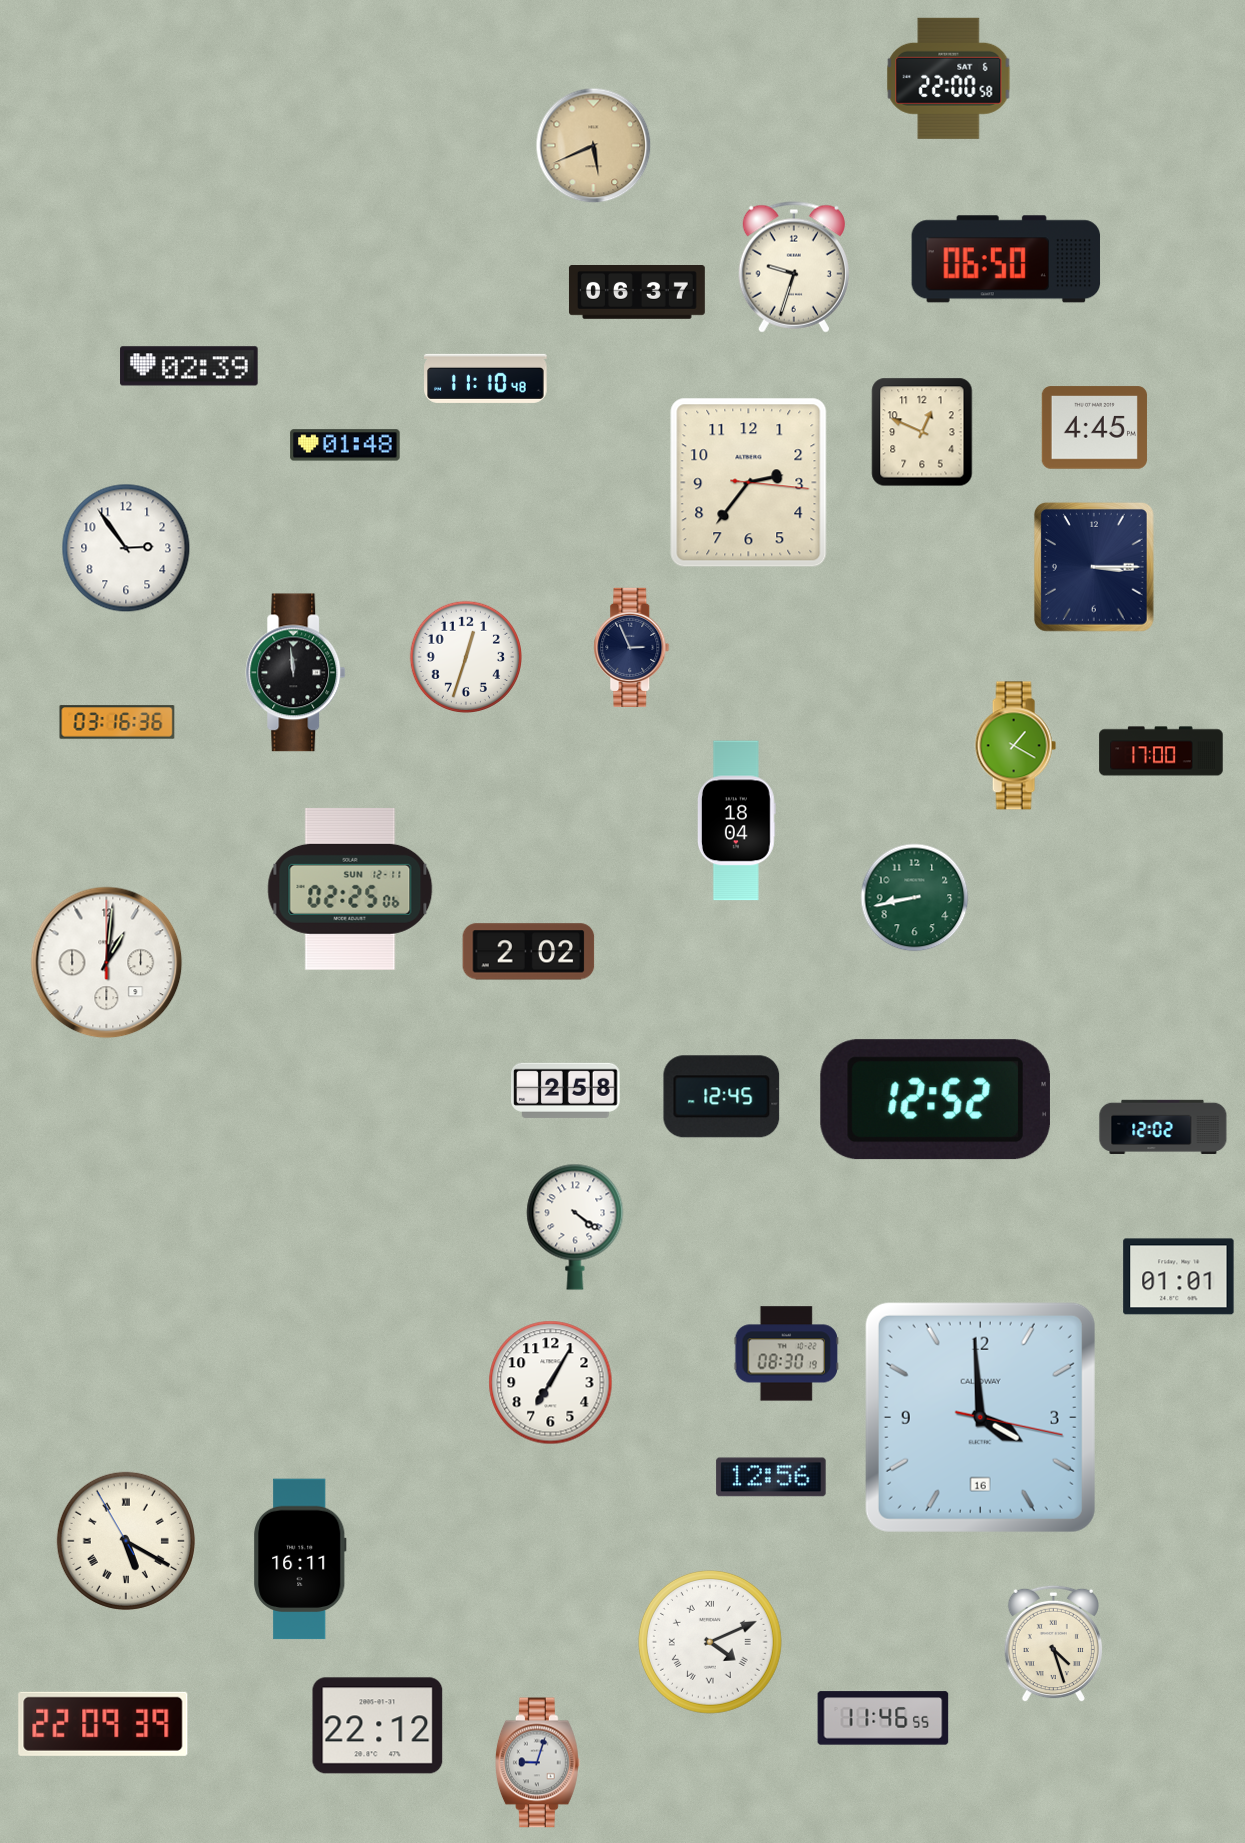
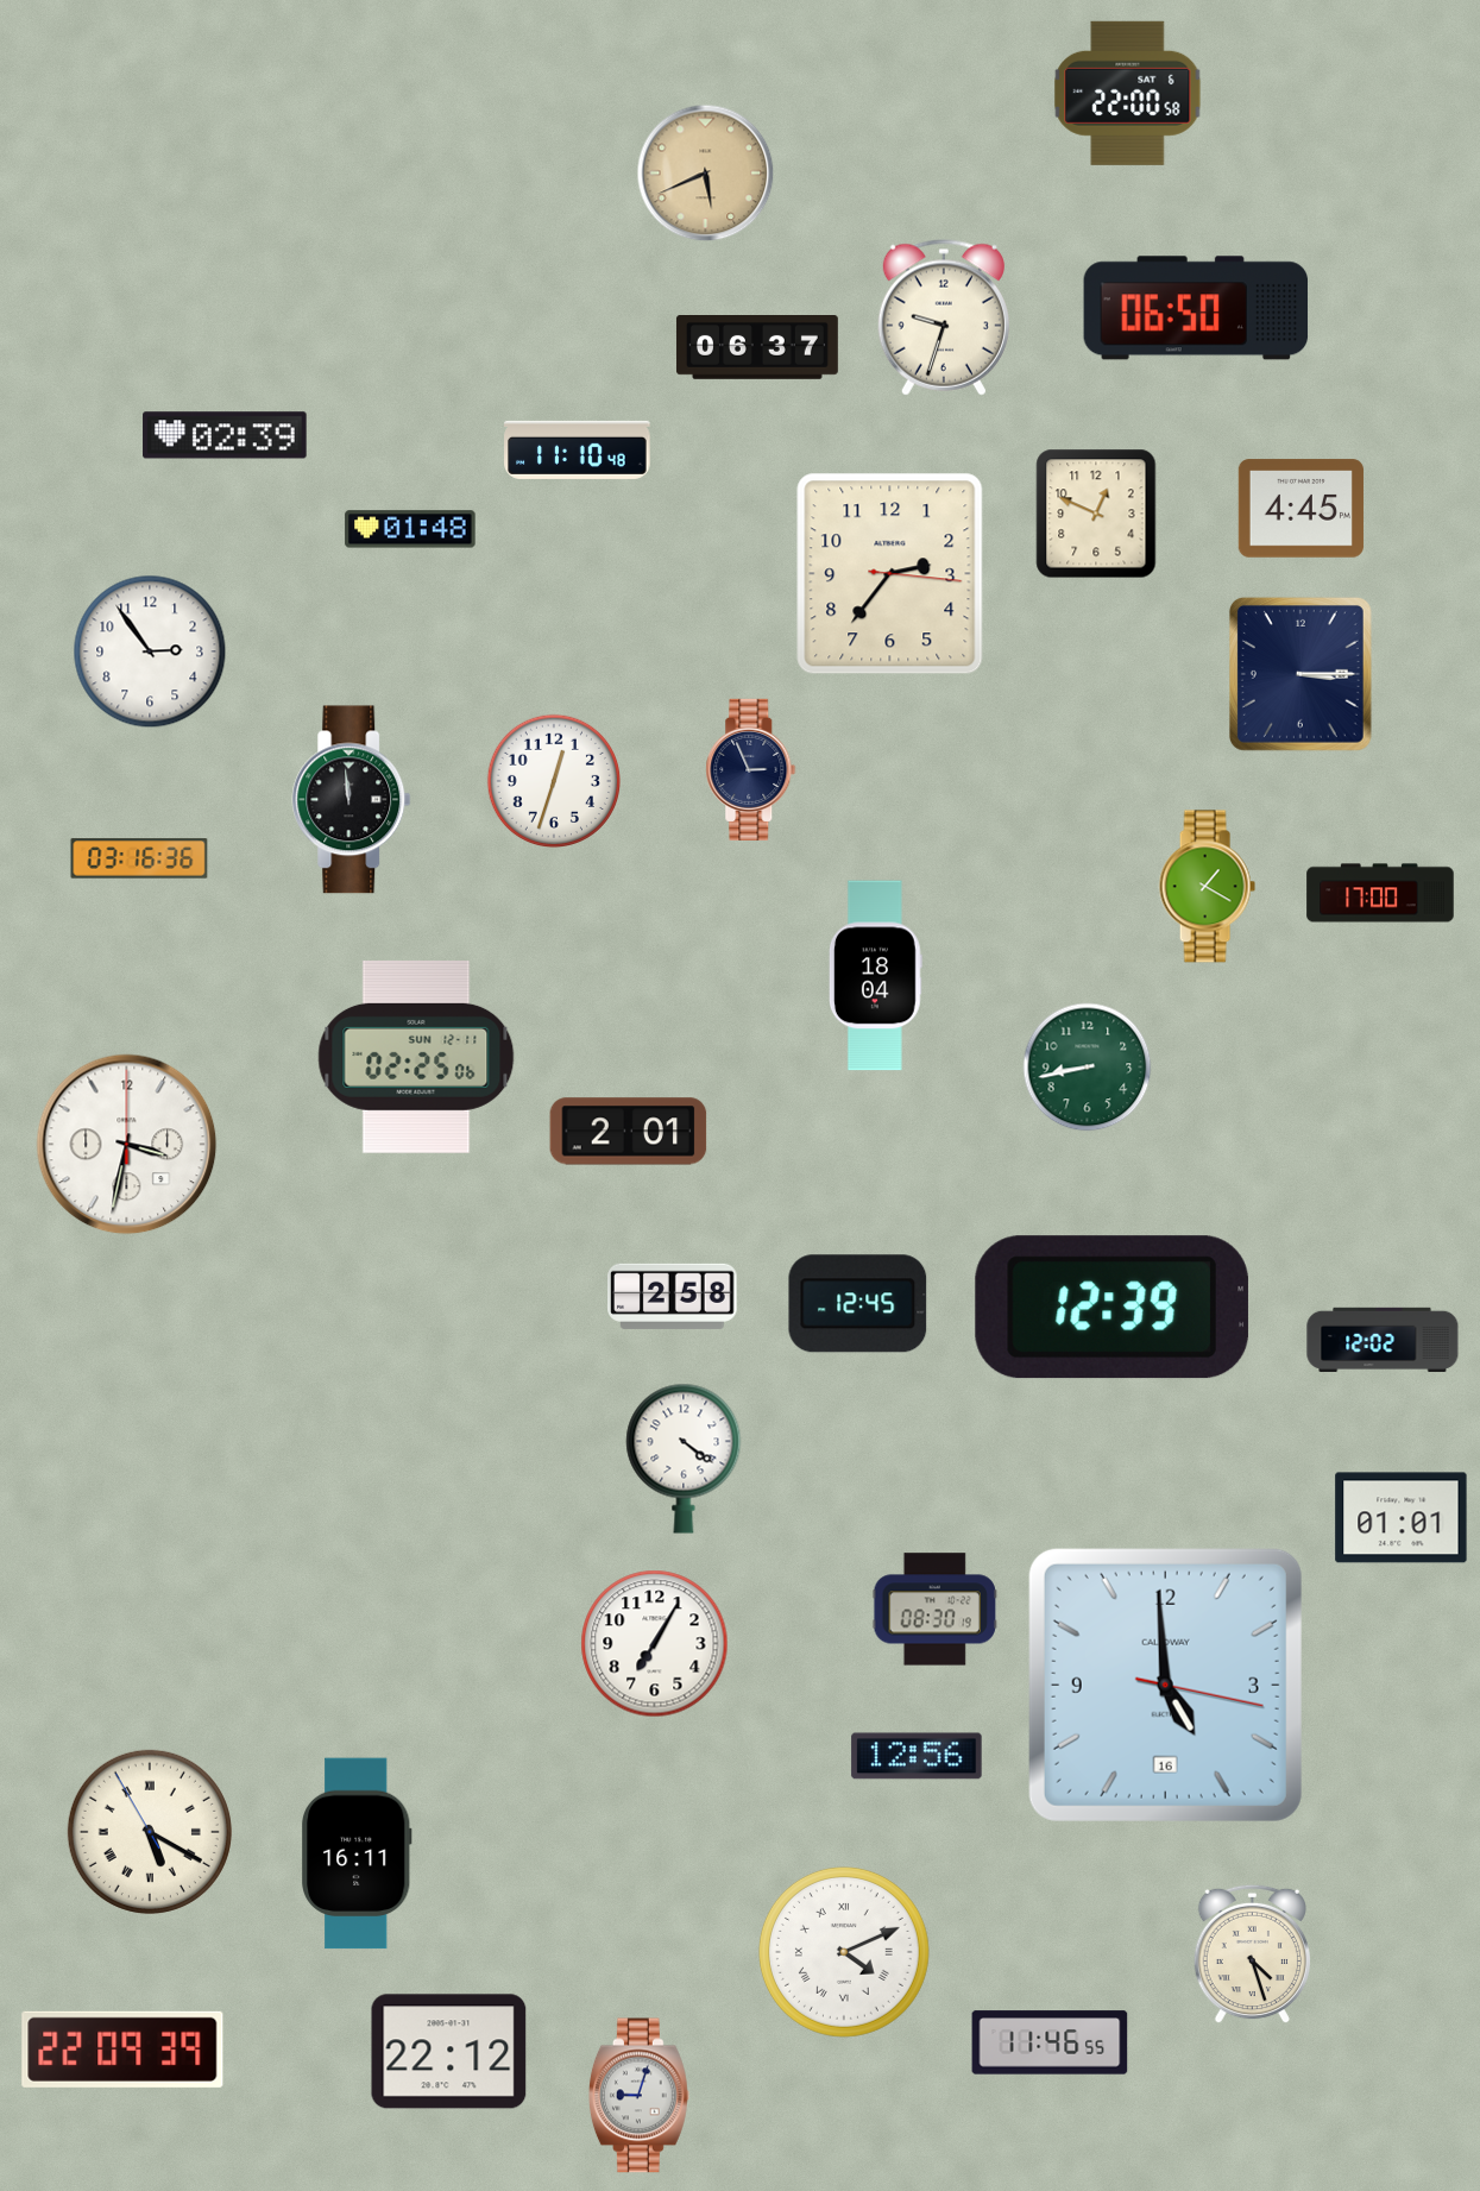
clock at (529, 952): 2:02 -> 2:01
clock at (107, 963): 1:01 -> 3:32
clock at (935, 1100): 12:52 -> 12:39
clock at (980, 1417): 3:59 -> 4:59
